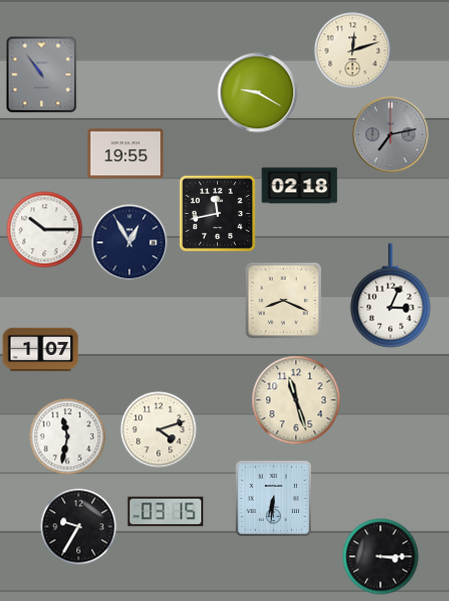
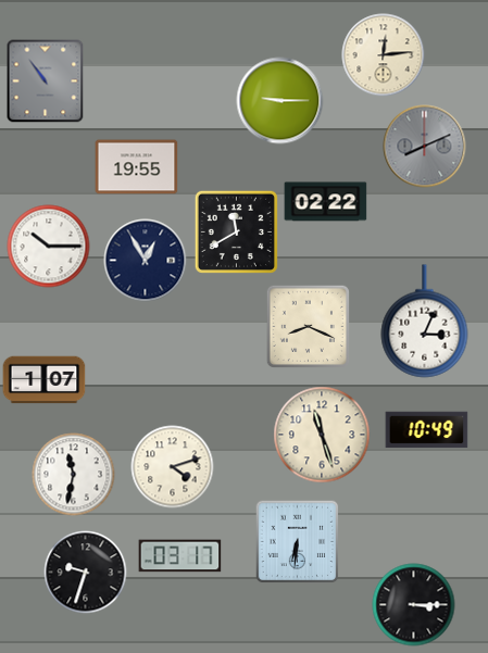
clock at (353, 51): 12:12 -> 12:14
clock at (258, 93): 9:20 -> 9:15
clock at (391, 135): 7:13 -> 8:11
clock at (300, 186): 02:18 -> 02:22
clock at (217, 213): 11:43 -> 11:40
clock at (45, 230) position: (45, 230) -> (49, 247)
clock at (130, 243) position: (130, 243) -> (146, 261)
clock at (427, 430): none -> 10:49
clock at (166, 512): 03:15 -> 03:17
clock at (79, 527): 9:35 -> 9:33
